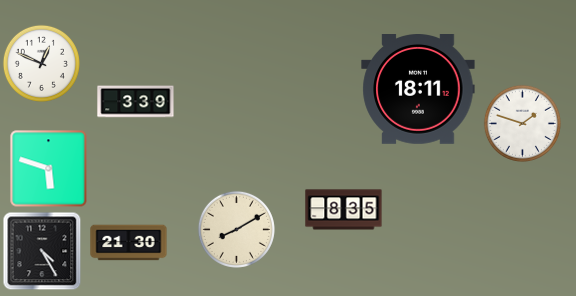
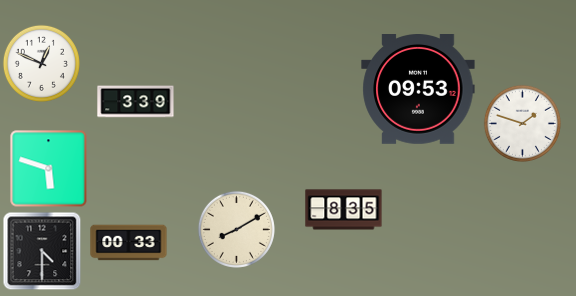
clock at (418, 90): 18:11 -> 09:53
clock at (129, 243): 21:30 -> 00:33
clock at (42, 251): 4:25 -> 4:30
